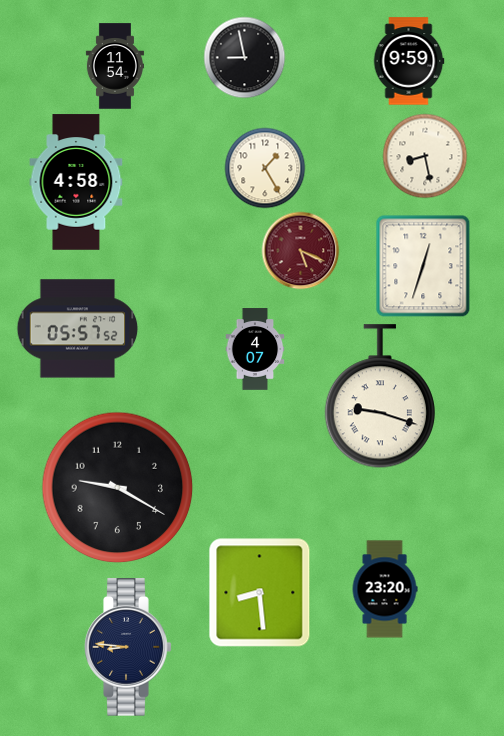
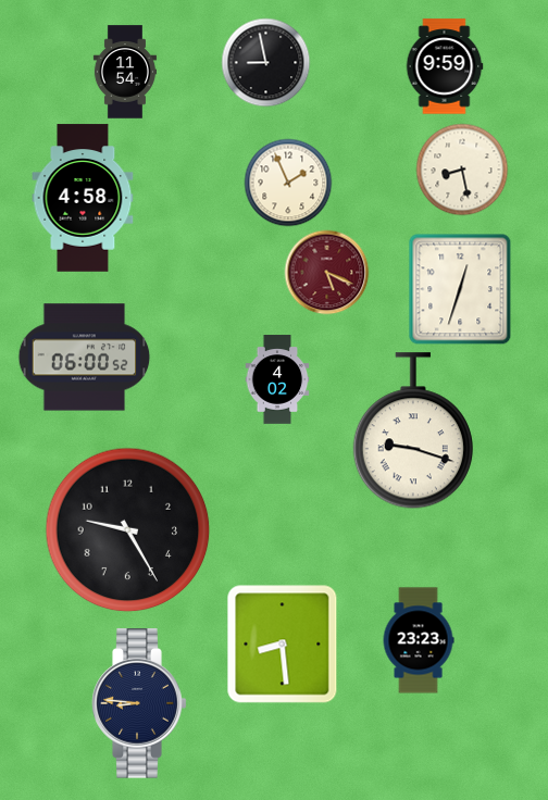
clock at (265, 168): 1:25 -> 1:56
clock at (78, 329): 05:57 -> 06:00
clock at (255, 349): 4:07 -> 4:02
clock at (118, 488): 9:20 -> 9:25
clock at (385, 589): 23:20 -> 23:23
